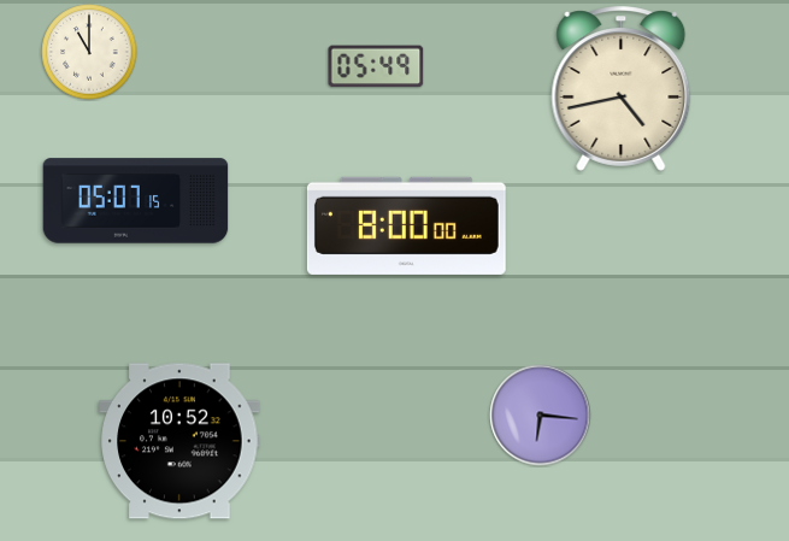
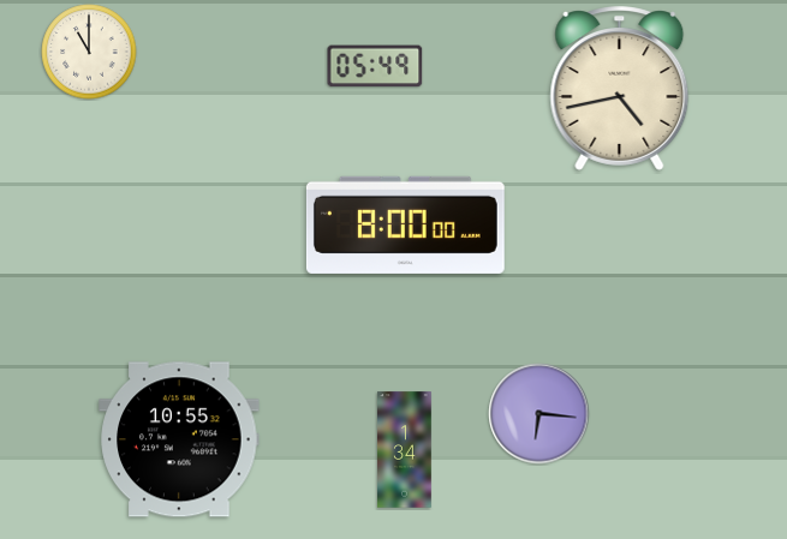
clock at (136, 201): 05:07 -> none
clock at (179, 441): 10:52 -> 10:55
clock at (405, 450): none -> 1:34
